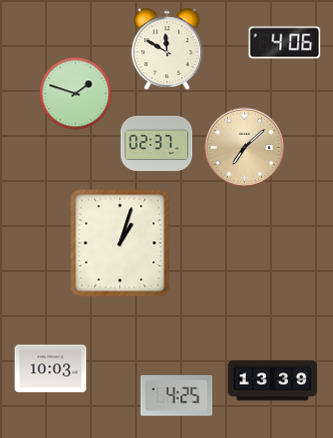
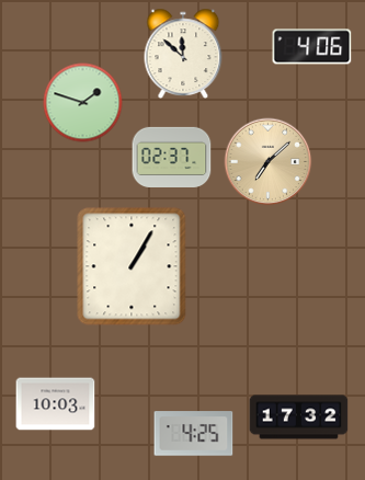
clock at (167, 48): 11:50 -> 11:52
clock at (120, 243): 1:03 -> 1:05
clock at (273, 381): 13:39 -> 17:32
